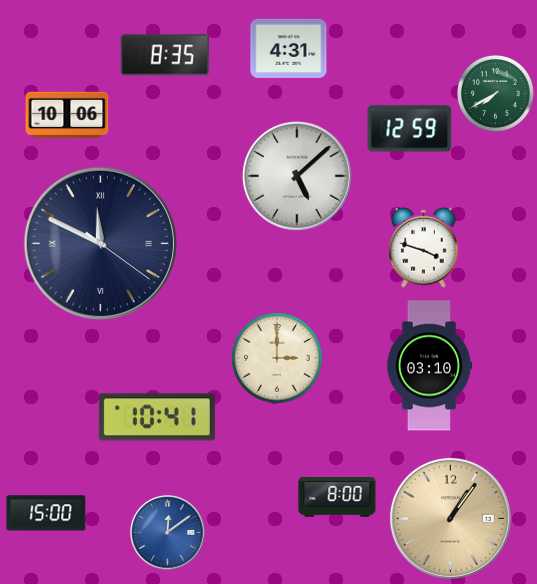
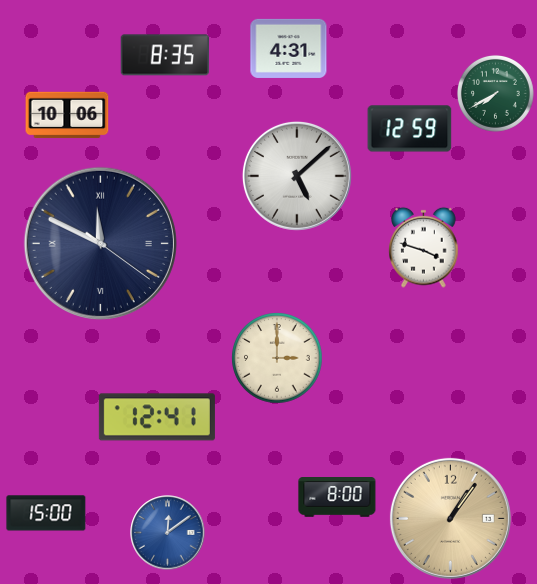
clock at (429, 366): 03:10 -> none
clock at (157, 417): 10:41 -> 12:41
